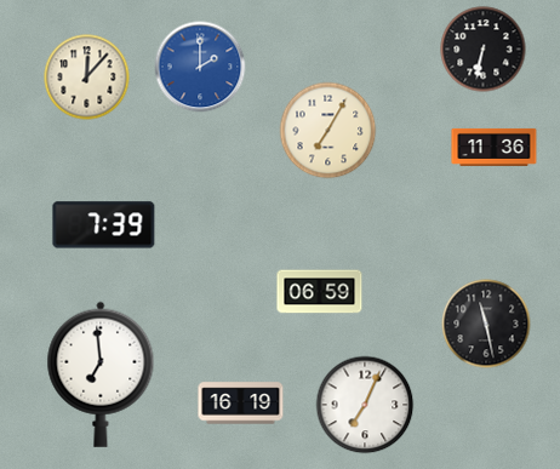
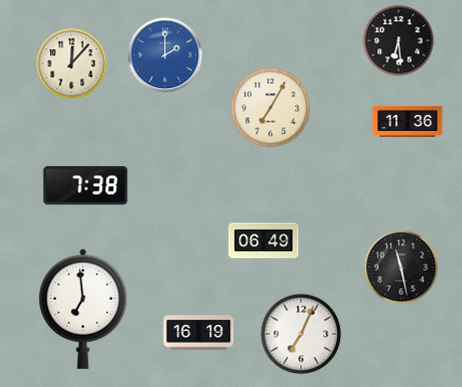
clock at (484, 50): 6:32 -> 6:29
clock at (104, 225): 7:39 -> 7:38
clock at (320, 292): 06:59 -> 06:49
